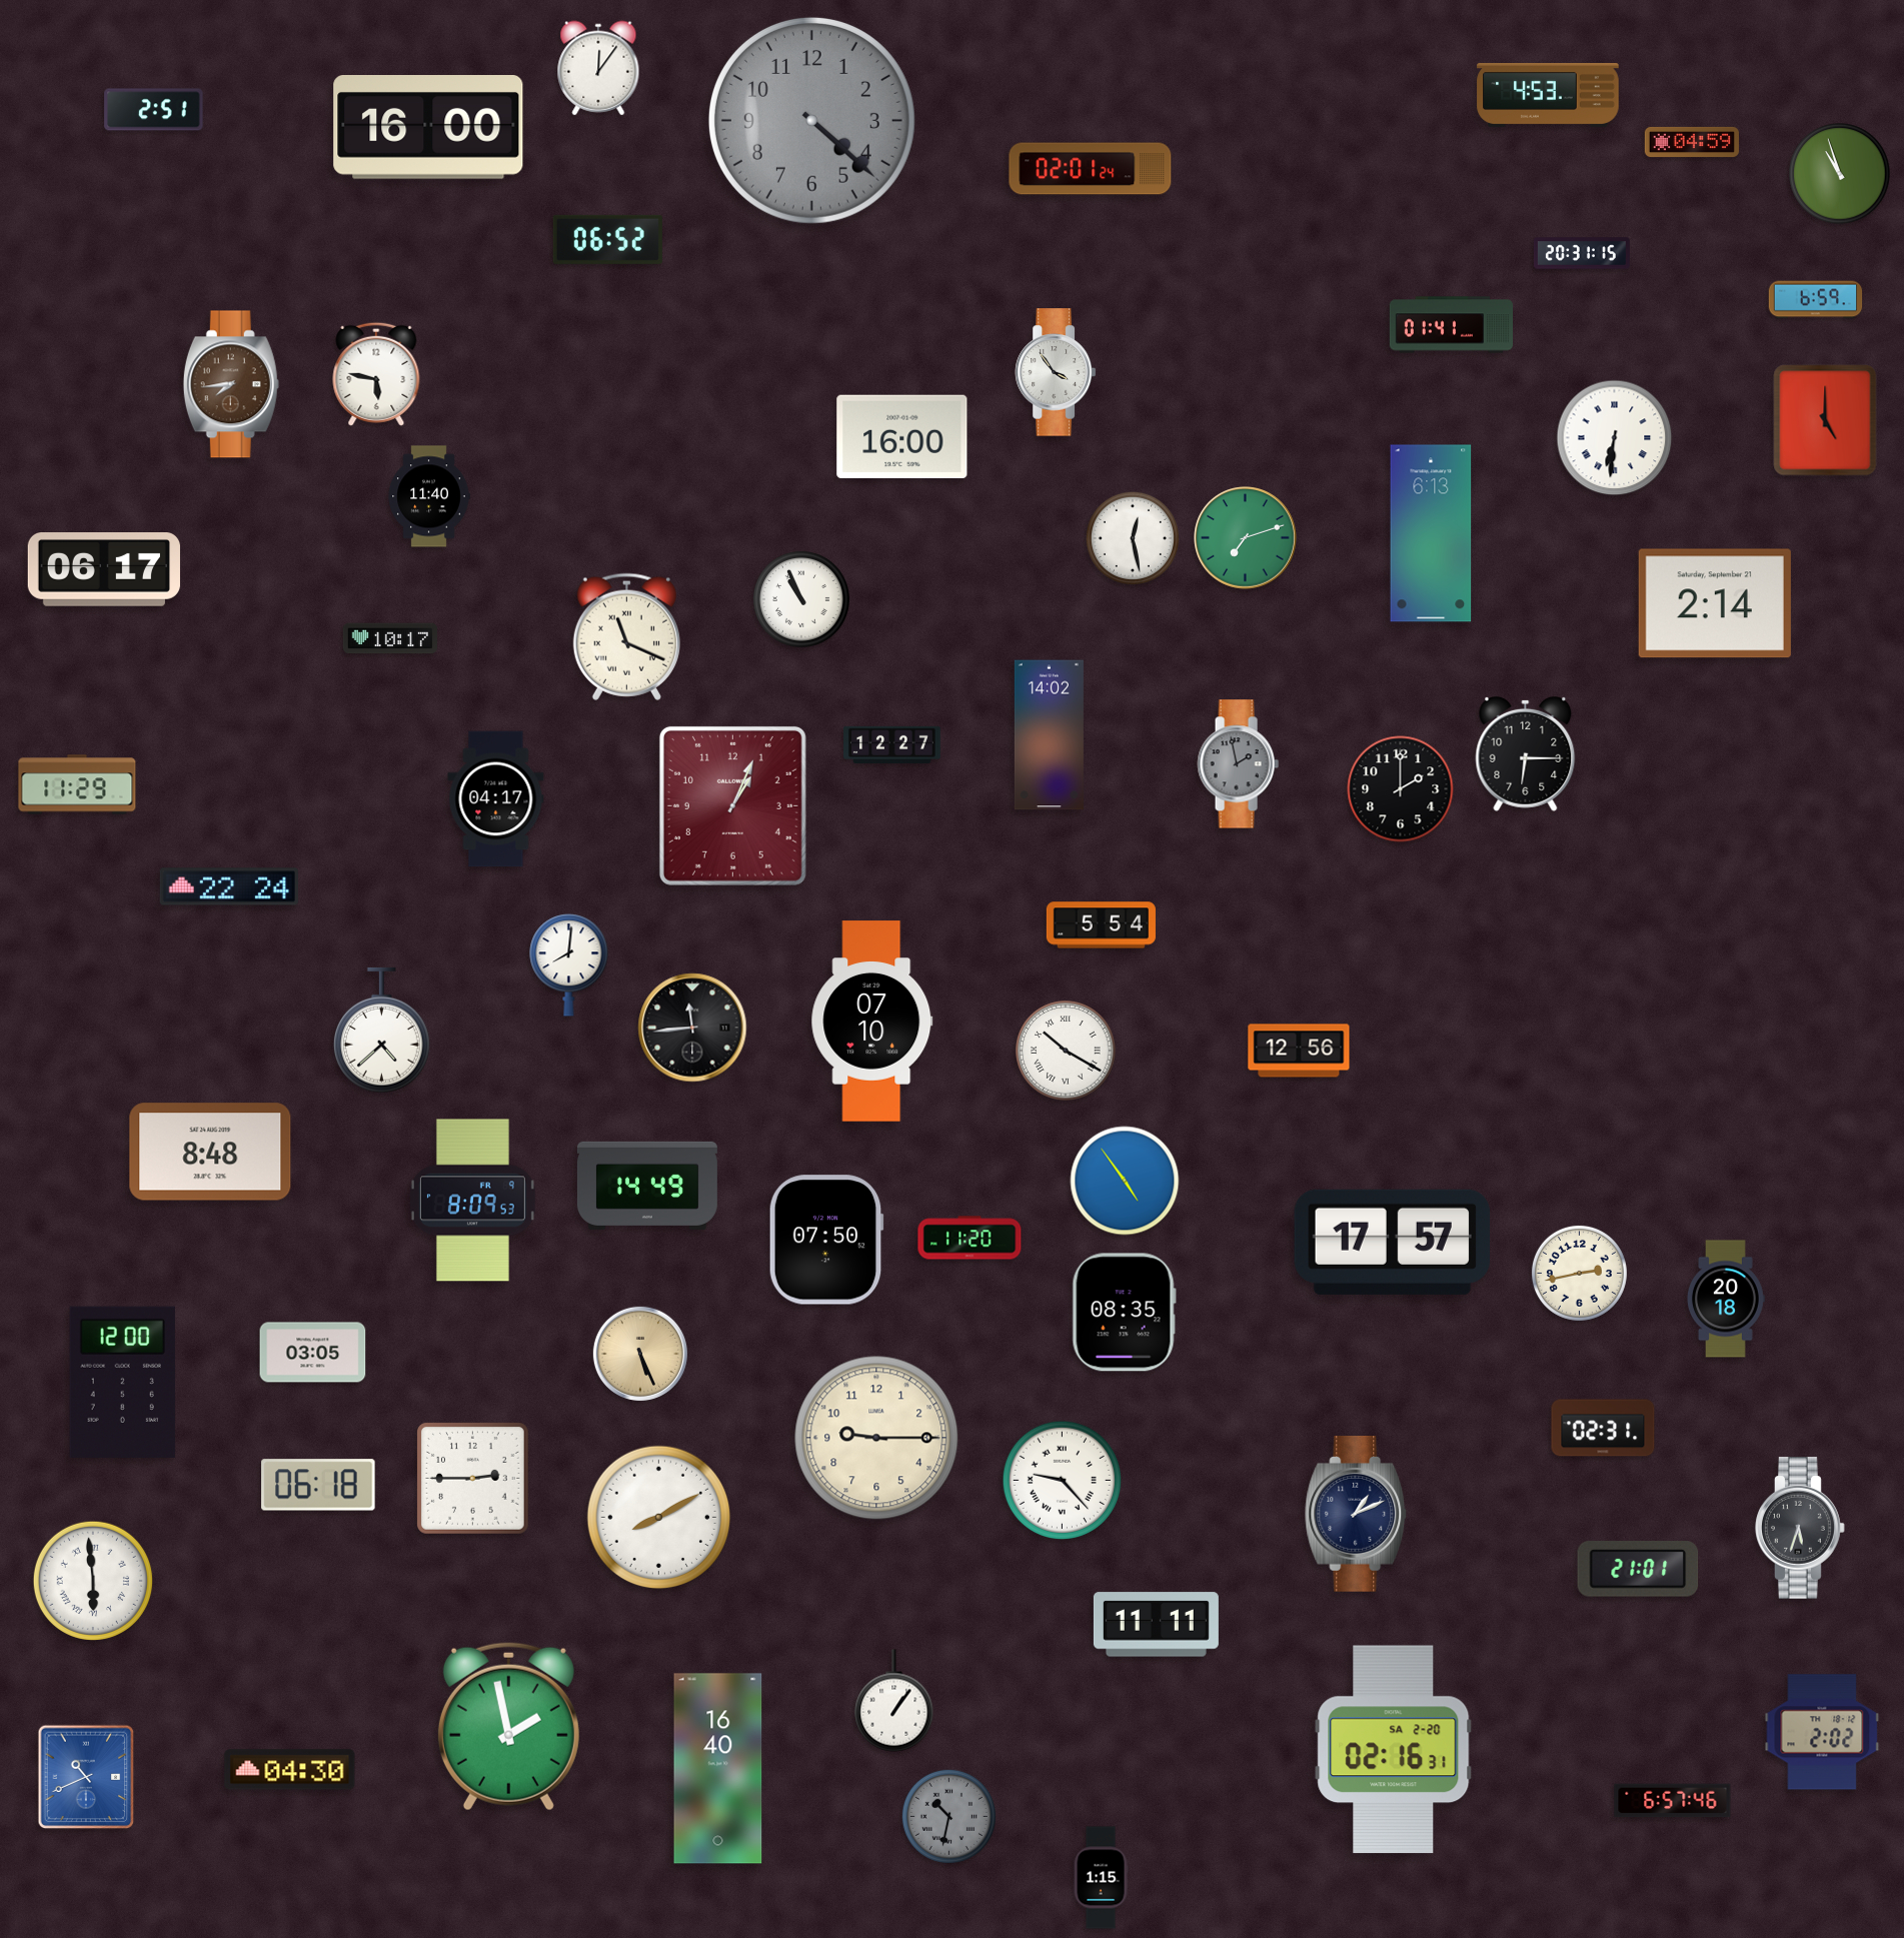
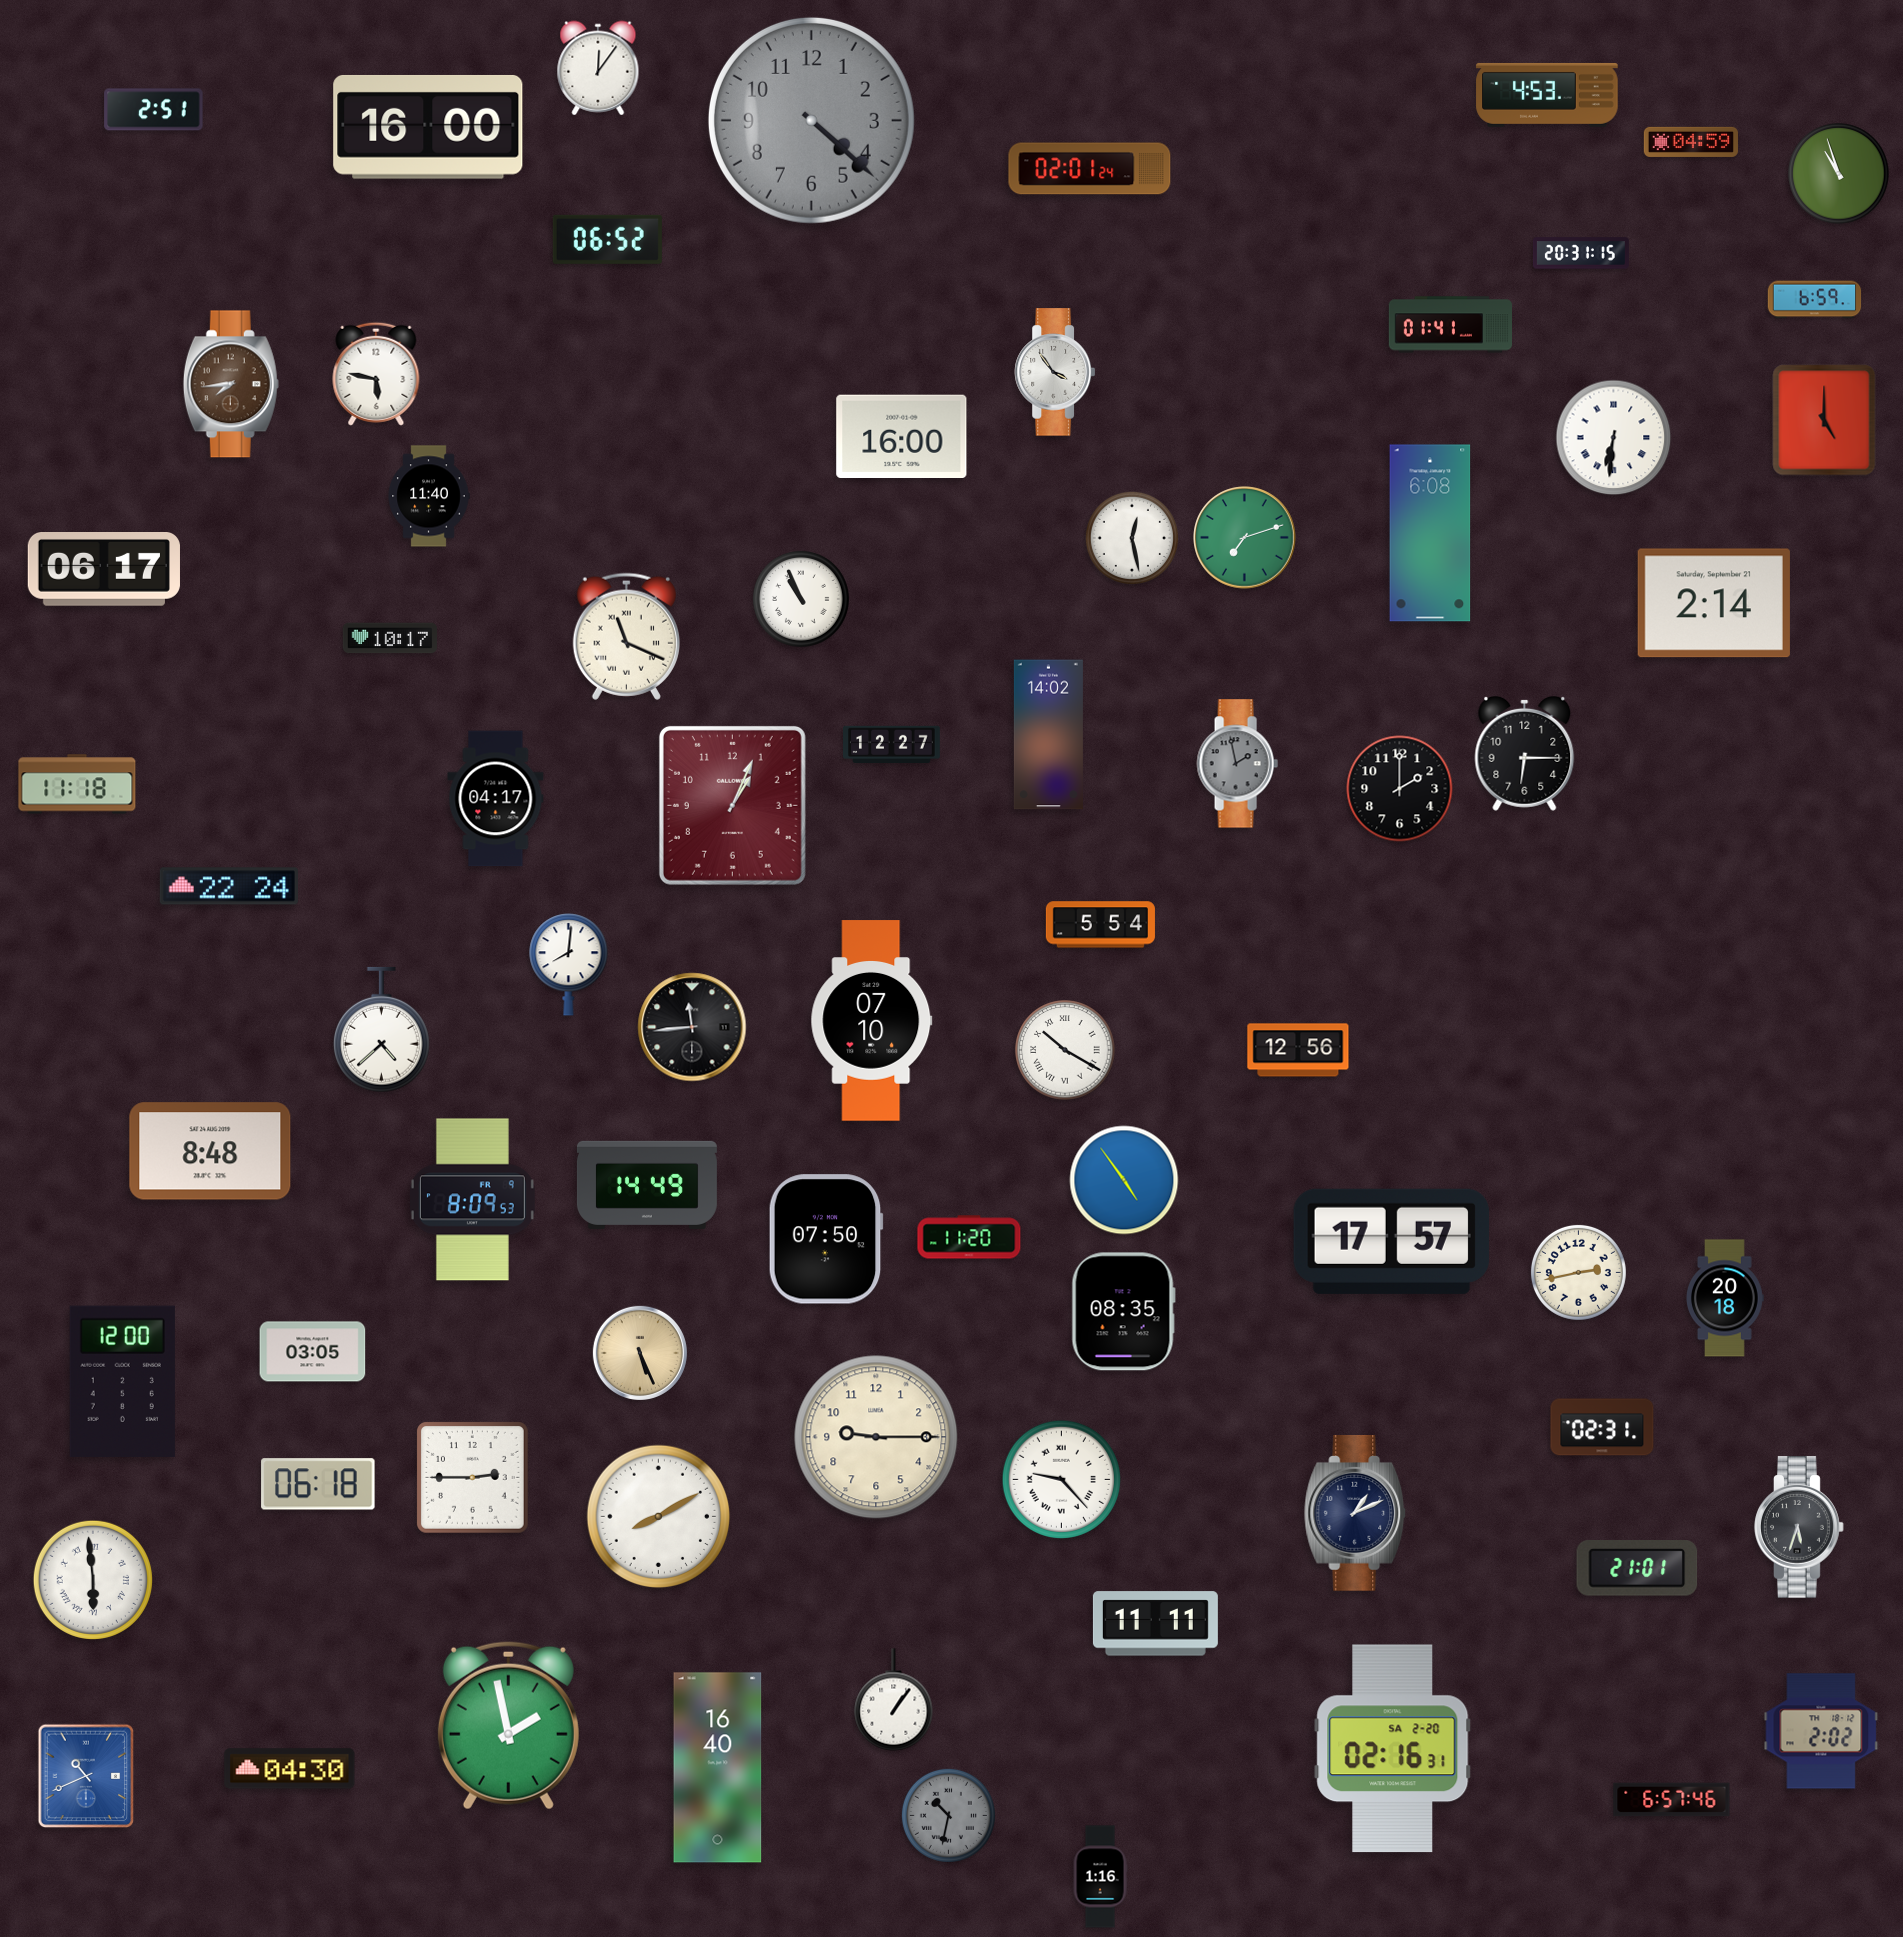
clock at (1431, 533): 6:13 -> 6:08
clock at (77, 784): 11:29 -> 11:18
clock at (1101, 1878): 1:15 -> 1:16
